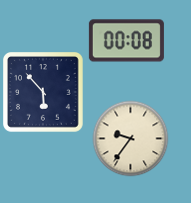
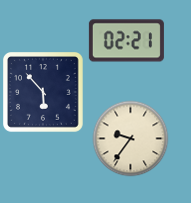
clock at (126, 41): 00:08 -> 02:21
